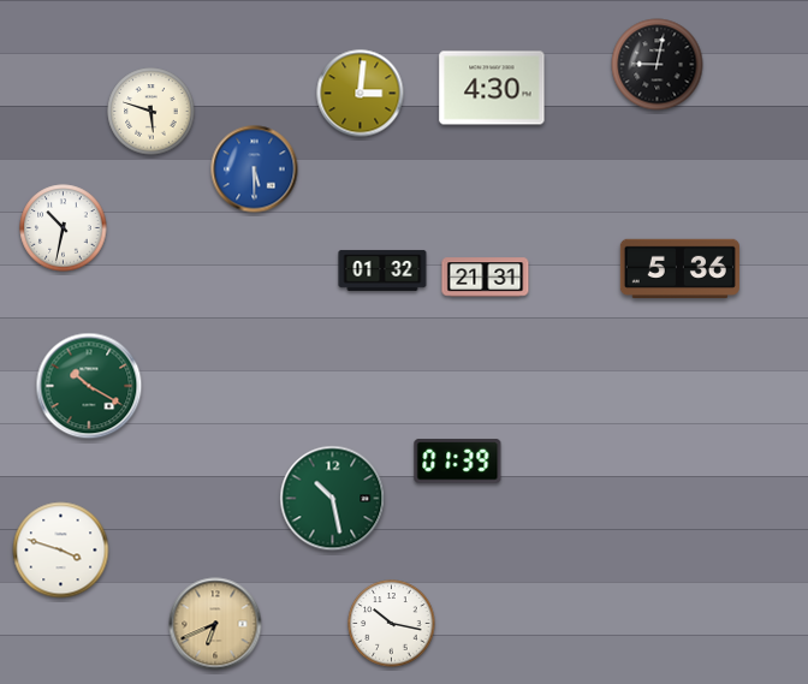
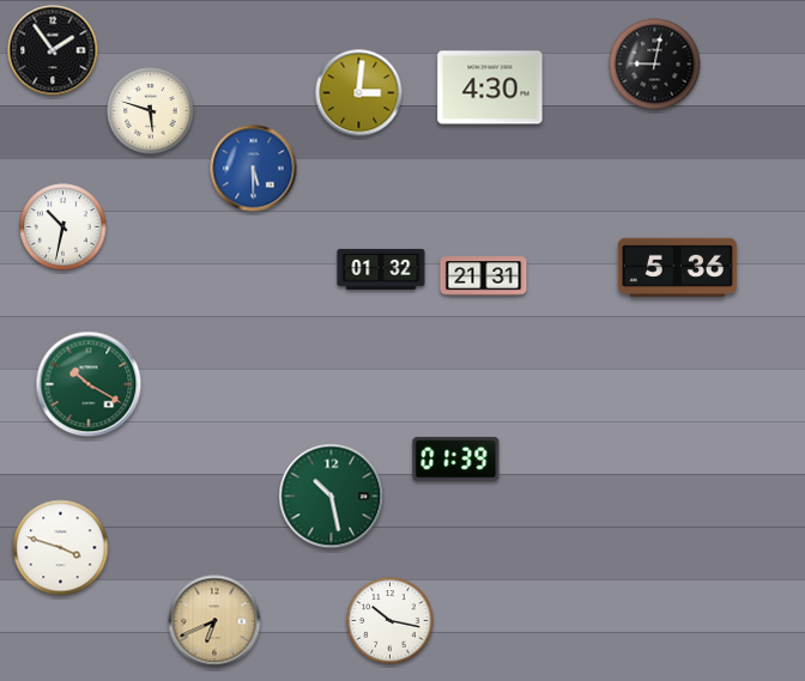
clock at (53, 50): none -> 1:54
